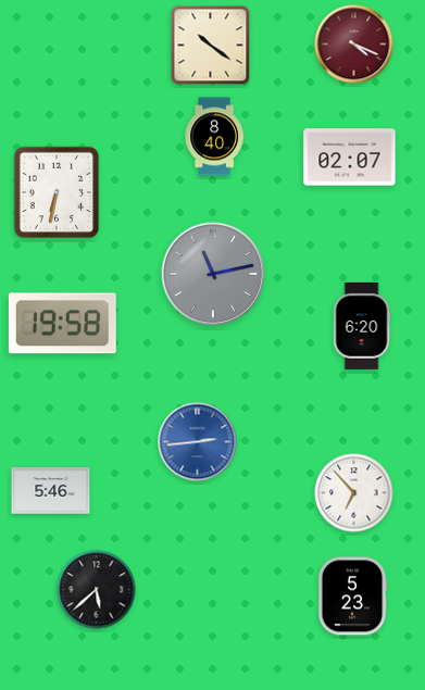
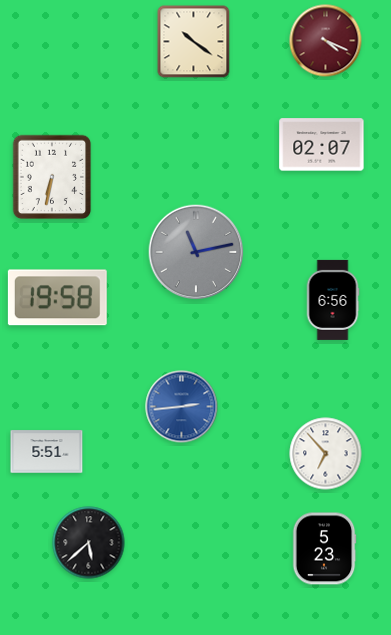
clock at (214, 137): 8:40 -> none
clock at (362, 326): 6:20 -> 6:56
clock at (51, 491): 5:46 -> 5:51
